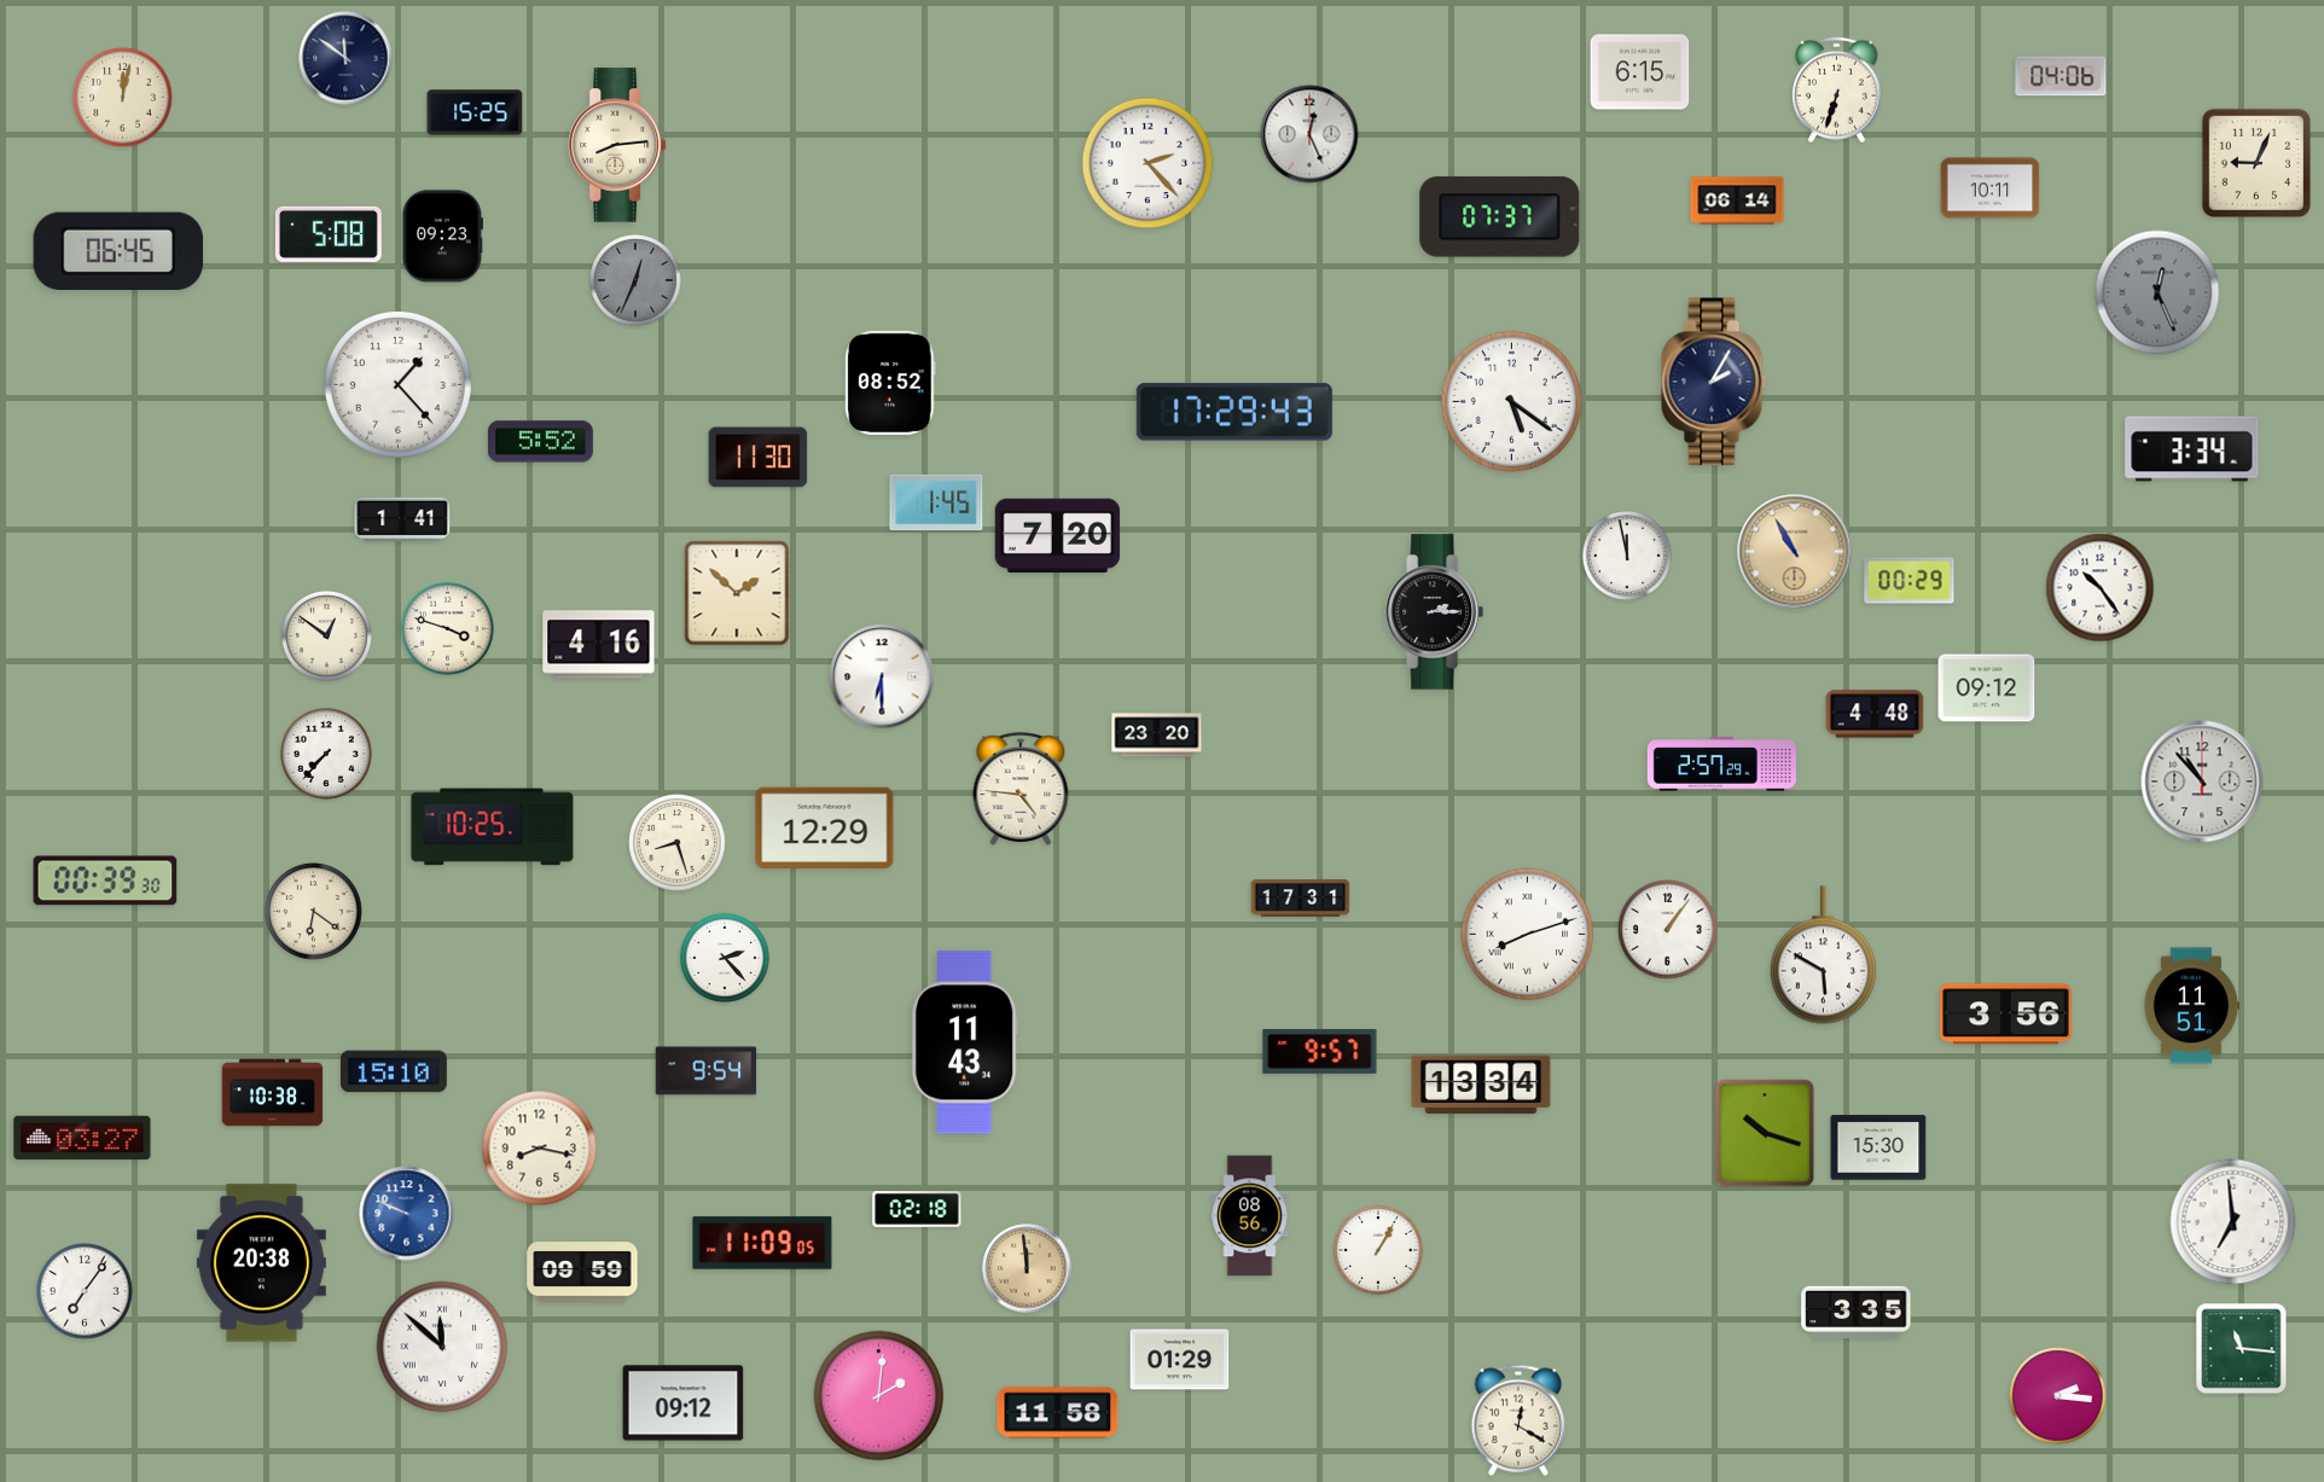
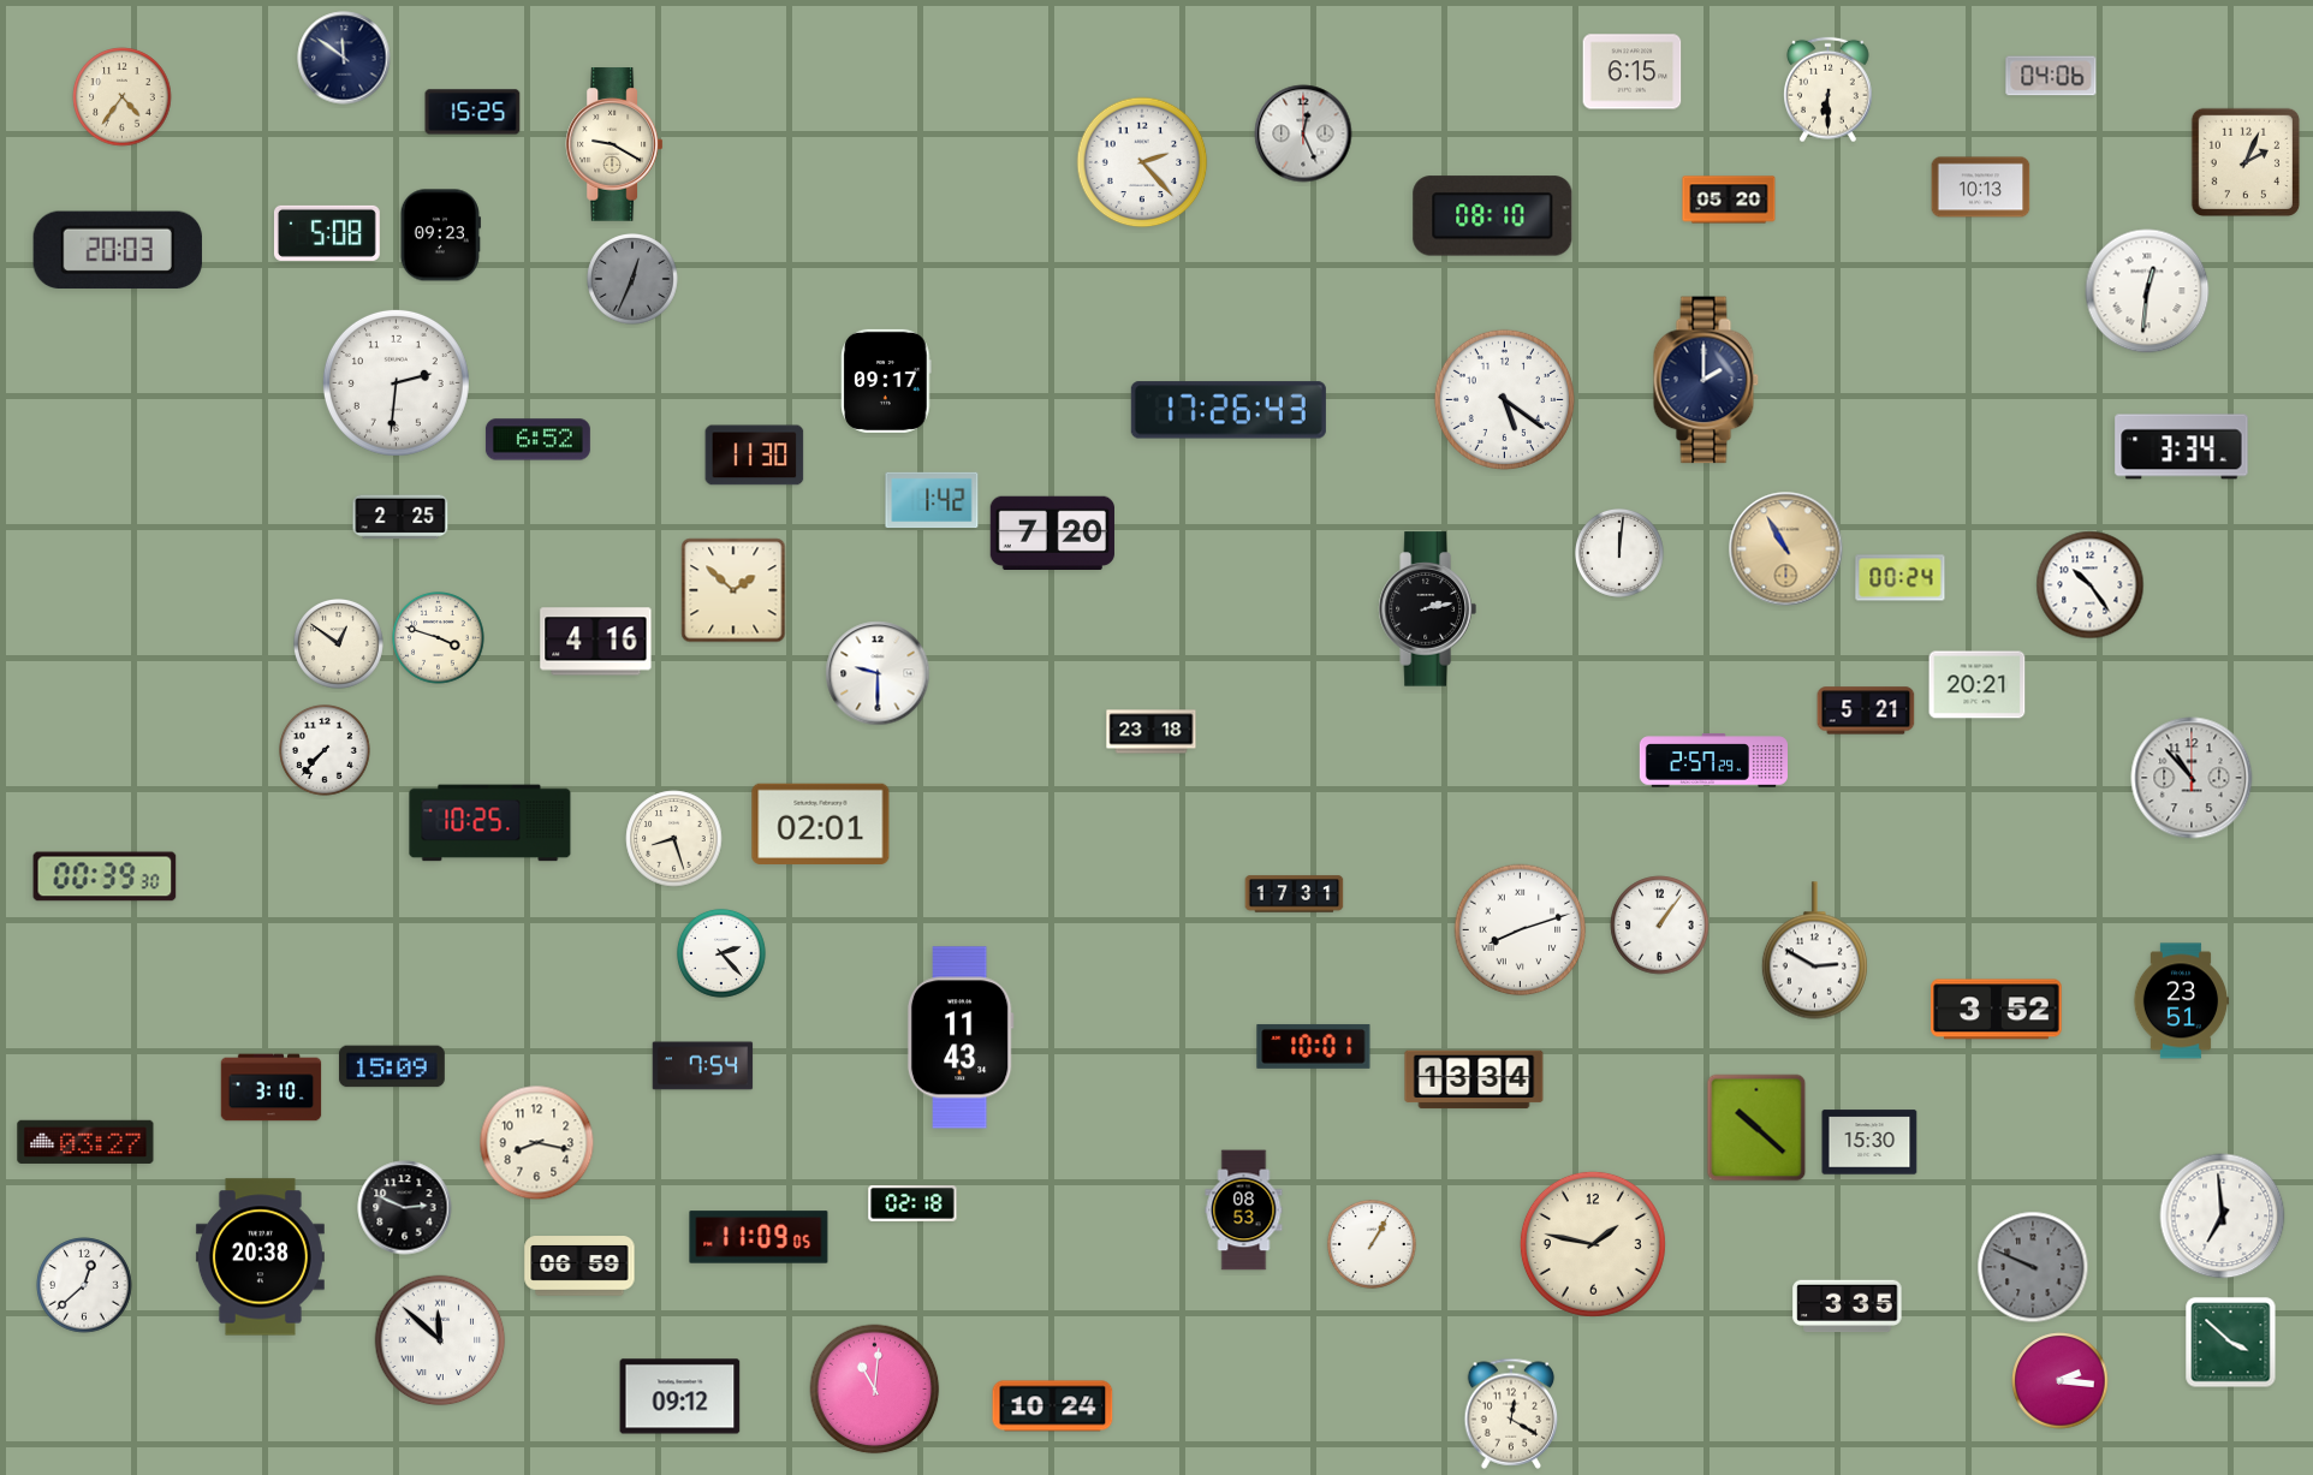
clock at (1837, 91): 6:33 -> 6:30
clock at (123, 98): 12:02 -> 4:36
clock at (617, 145): 8:14 -> 9:20
clock at (2255, 162): 9:04 -> 2:04
clock at (1991, 188): 10:11 -> 10:13
clock at (1737, 200): 06:14 -> 05:20
clock at (1500, 217): 07:37 -> 08:10
clock at (118, 251): 06:45 -> 20:03
clock at (2157, 292): 12:26 -> 12:31
clock at (2157, 292) dial: grey -> white
clock at (1714, 382): 2:05 -> 2:00
clock at (890, 383): 08:52 -> 09:17
clock at (397, 384): 1:23 -> 2:31
clock at (1234, 412): 17:29 -> 17:26
clock at (540, 442): 5:52 -> 6:52
clock at (936, 502): 1:45 -> 1:42
clock at (402, 519): 1:41 -> 2:25
clock at (1627, 556): 11:58 -> 12:01
clock at (1910, 581): 00:29 -> 00:24
clock at (1434, 612): 2:15 -> 2:13
clock at (448, 629) position: (448, 629) -> (439, 638)
clock at (327, 637) position: (327, 637) -> (339, 644)
clock at (882, 676): 6:30 -> 9:30
clock at (1987, 688): 09:12 -> 20:21
clock at (1875, 714): 4:48 -> 5:21
clock at (1157, 736): 23:20 -> 23:18
clock at (1021, 789): 4:46 -> none
clock at (825, 827): 12:29 -> 02:01
clock at (314, 912): 6:21 -> none
clock at (1823, 955): 5:50 -> 2:50
clock at (2191, 1006): 11:51 -> 23:51
clock at (2006, 1015): 3:56 -> 3:52
clock at (1320, 1051): 9:57 -> 10:01
clock at (394, 1071): 15:10 -> 15:09
clock at (707, 1071): 9:54 -> 7:54
clock at (273, 1093): 10:38 -> 3:10
clock at (1765, 1133): 10:18 -> 10:22
clock at (82, 1138) position: (82, 1138) -> (85, 1142)
clock at (407, 1214): 9:49 -> 2:49
clock at (407, 1214) dial: blue -> black
clock at (1250, 1216): 08:56 -> 08:53
clock at (1593, 1244): none -> 1:47
clock at (1027, 1268): 11:59 -> none
clock at (582, 1272): 09:59 -> 06:59
clock at (2033, 1267): none -> 9:49
clock at (85, 1291): 7:06 -> 12:38
clock at (2242, 1349): 11:16 -> 3:52
clock at (1180, 1360): 01:29 -> none
clock at (879, 1396): 2:01 -> 11:01
clock at (2058, 1396) position: (2058, 1396) -> (2061, 1381)
clock at (1058, 1413): 11:58 -> 10:24
